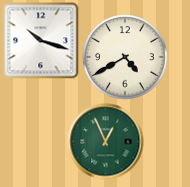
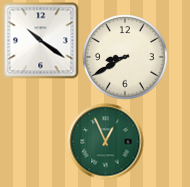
clock at (41, 41): 10:18 -> 10:21
clock at (125, 57): 4:40 -> 8:40
